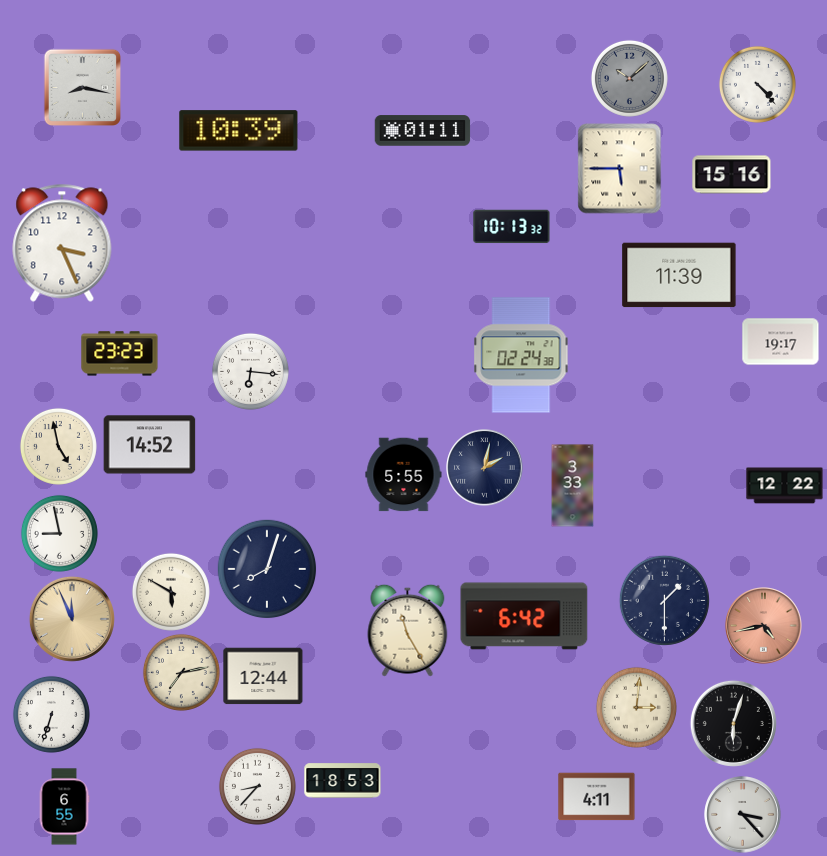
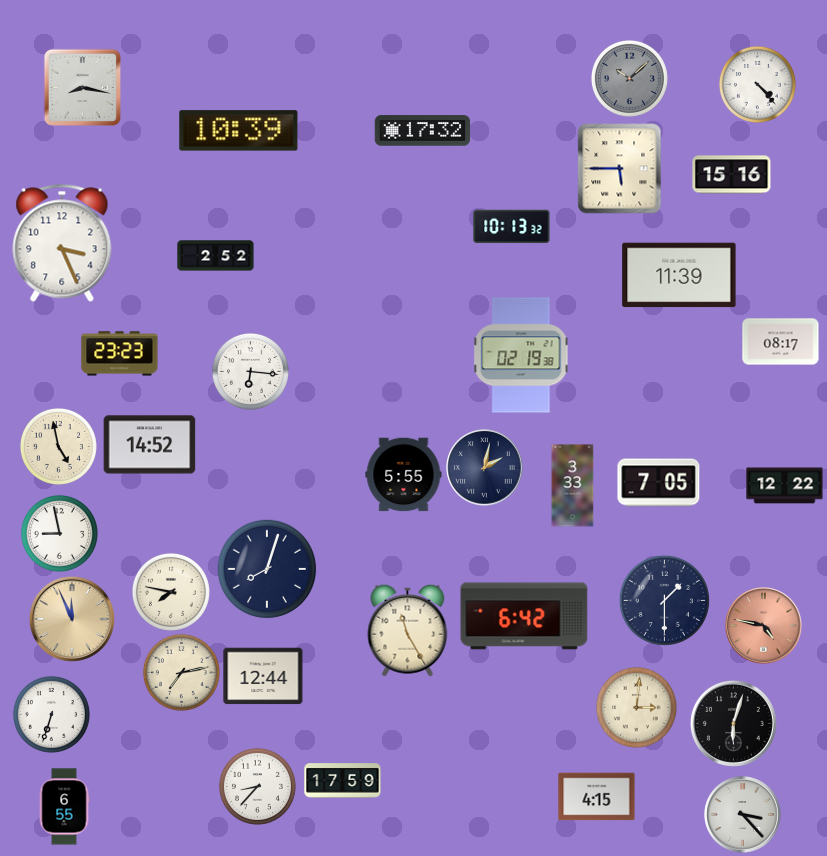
clock at (423, 131): 01:11 -> 17:32
clock at (216, 256): none -> 2:52
clock at (781, 342): 19:17 -> 08:17
clock at (521, 355): 02:24 -> 02:19
clock at (659, 483): none -> 7:05
clock at (171, 592): 5:50 -> 7:47
clock at (764, 626): 4:43 -> 4:47
clock at (343, 781): 18:53 -> 17:59
clock at (597, 797): 4:11 -> 4:15
